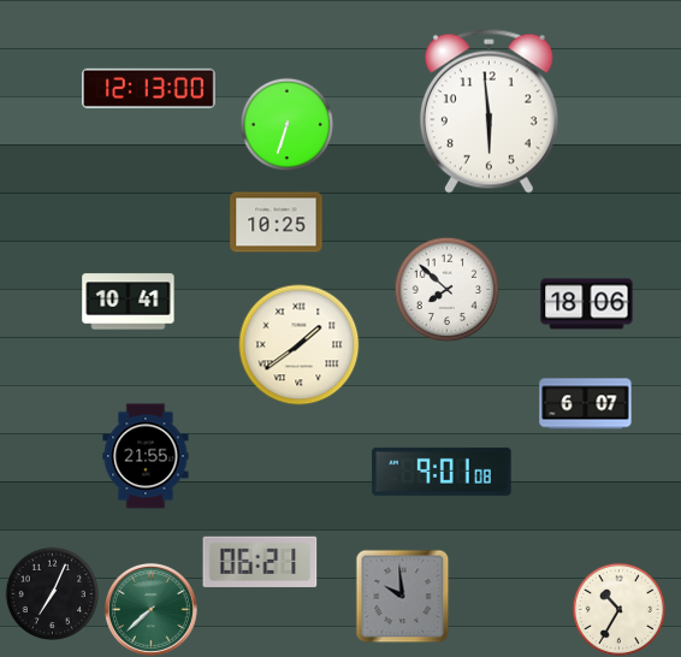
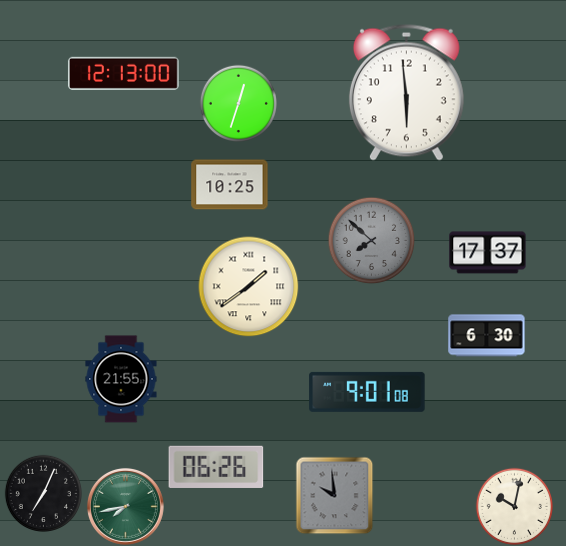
clock at (286, 124): 6:33 -> 12:33
clock at (446, 289) dial: white -> grey
clock at (129, 302): 10:41 -> none
clock at (587, 304): 18:06 -> 17:37
clock at (586, 404): 6:07 -> 6:30
clock at (260, 561): 06:21 -> 06:26
clock at (150, 609): 7:38 -> 7:43
clock at (618, 609): 10:35 -> 10:02
